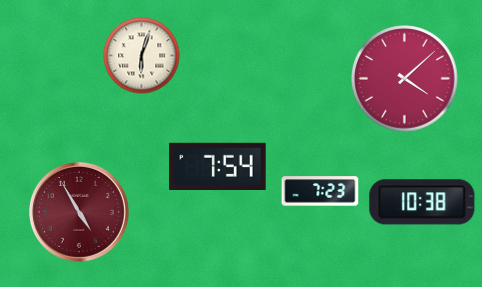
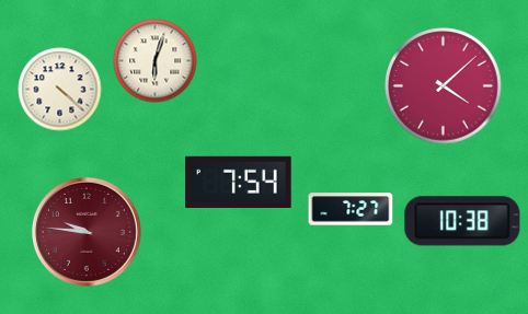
clock at (60, 90): none -> 4:22
clock at (320, 191): 7:23 -> 7:27
clock at (79, 212): 4:55 -> 9:46
